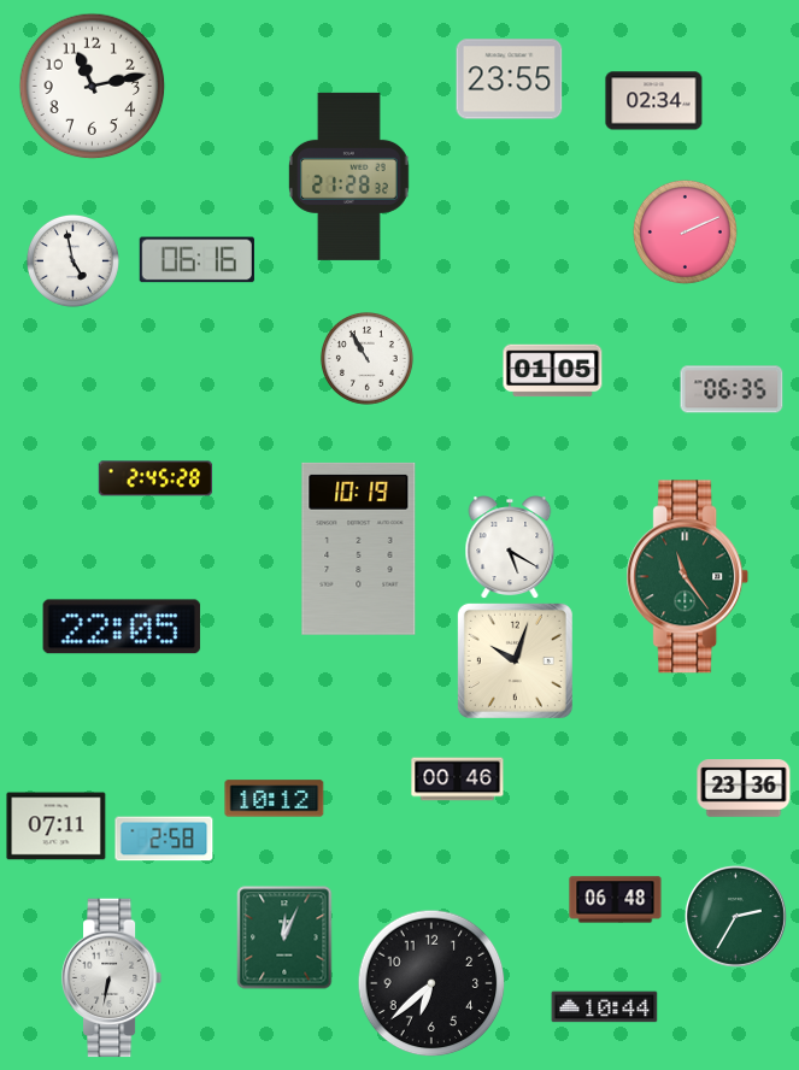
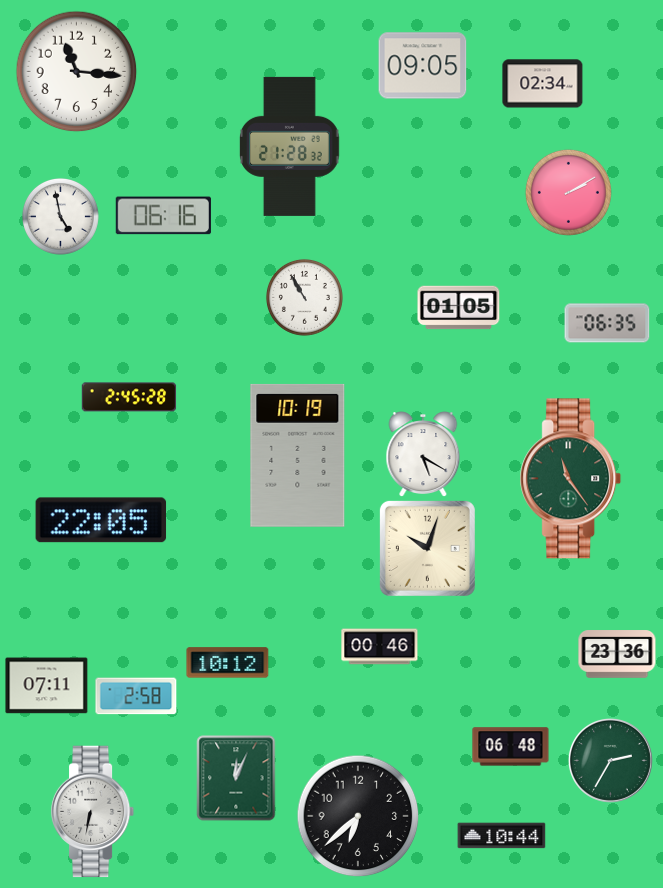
clock at (510, 80): 23:55 -> 09:05
clock at (93, 87): 11:13 -> 11:16
clock at (685, 231): 2:11 -> 2:10
